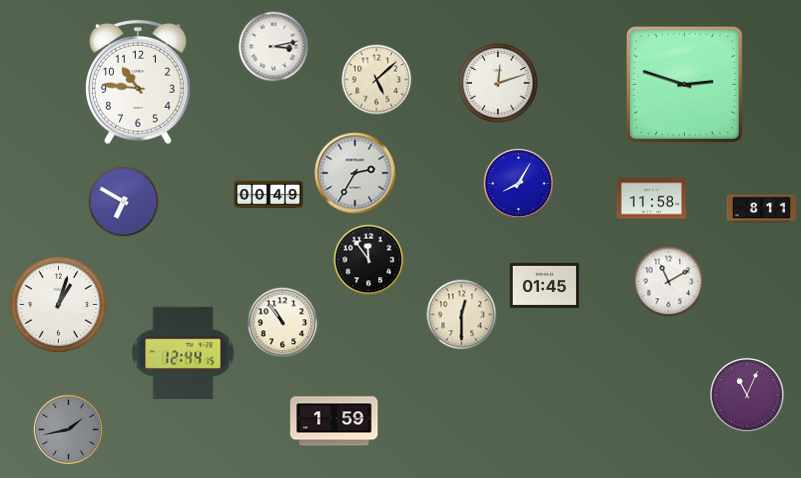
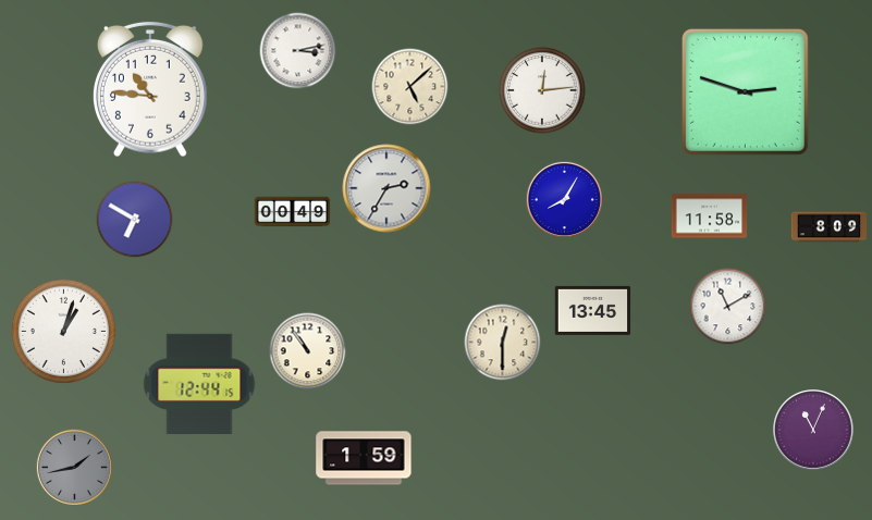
clock at (498, 83): 12:12 -> 12:14
clock at (762, 209): 8:11 -> 8:09
clock at (369, 260): 11:54 -> none
clock at (545, 285): 01:45 -> 13:45
